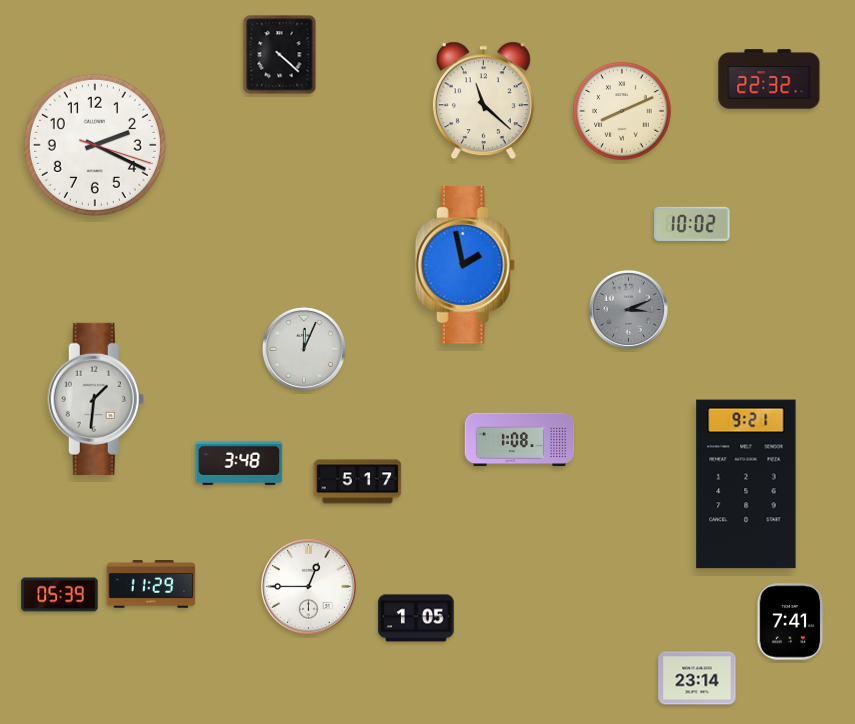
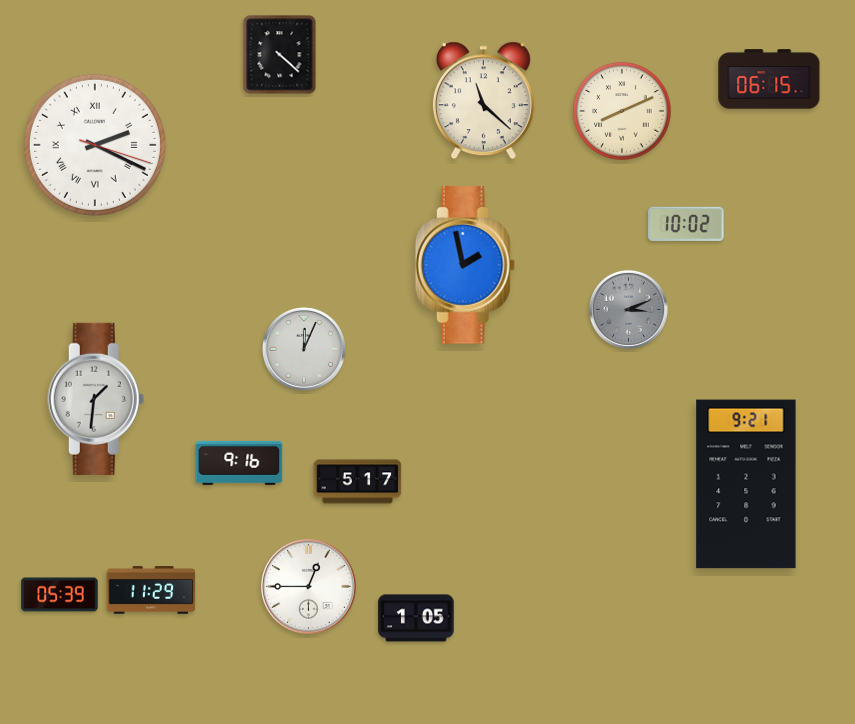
clock at (769, 79): 22:32 -> 06:15
clock at (95, 145) numerals: Arabic -> Roman
clock at (692, 224) position: (692, 224) -> (686, 224)
clock at (520, 440): 1:08 -> none
clock at (239, 463): 3:48 -> 9:16
clock at (151, 584) position: (151, 584) -> (151, 590)
clock at (790, 622): 7:41 -> none
clock at (697, 678): 23:14 -> none
